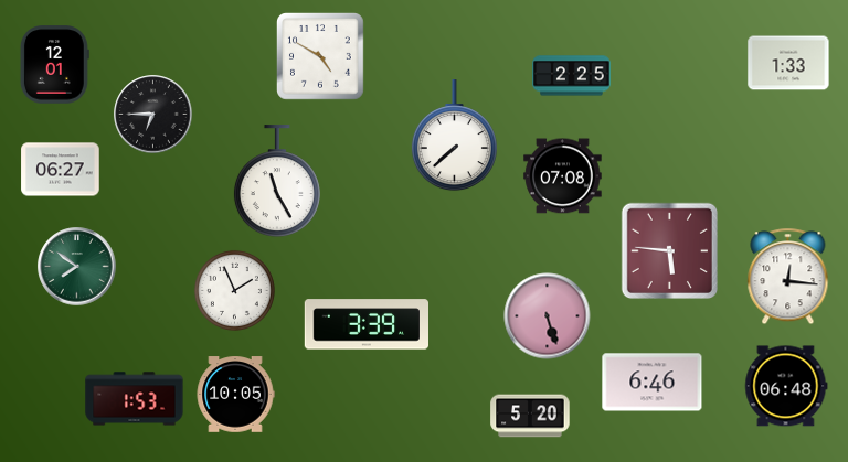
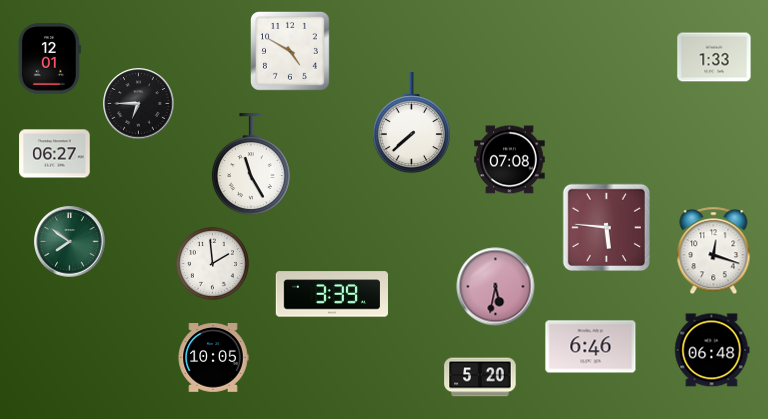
clock at (572, 76): 2:25 -> none
clock at (788, 277): 12:16 -> 12:18
clock at (234, 290): 1:56 -> 1:59
clock at (548, 316): 5:27 -> 5:32
clock at (135, 399): 1:53 -> none
